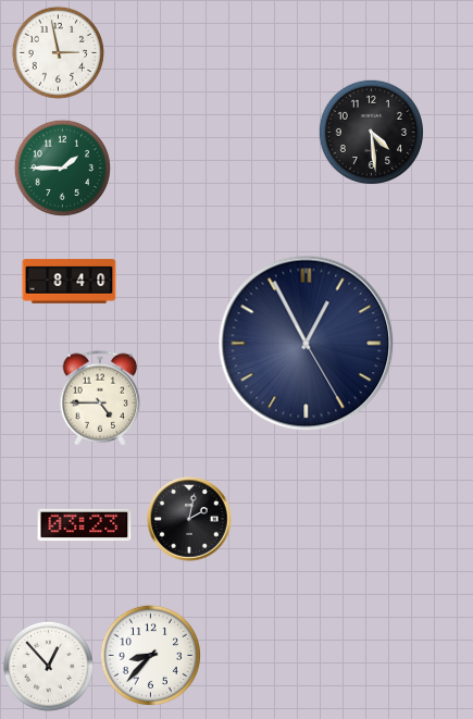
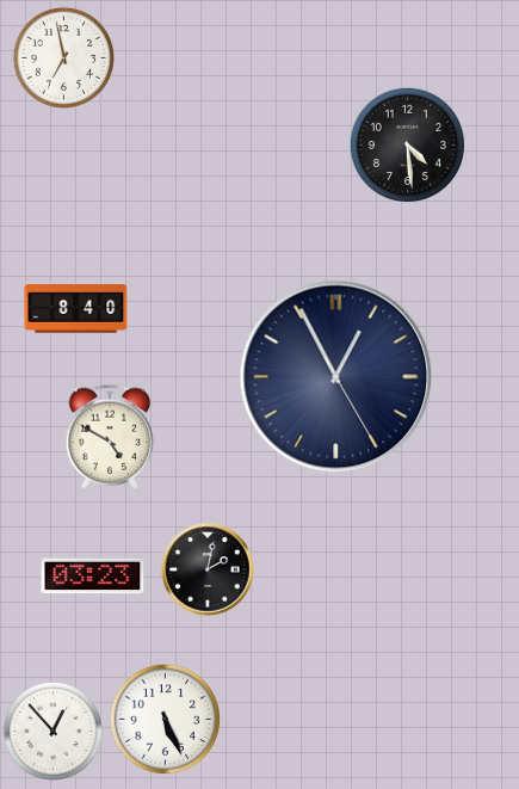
clock at (58, 52): 2:58 -> 6:58
clock at (62, 168): 1:45 -> none
clock at (100, 398): 4:45 -> 4:50
clock at (150, 655): 8:37 -> 5:26
